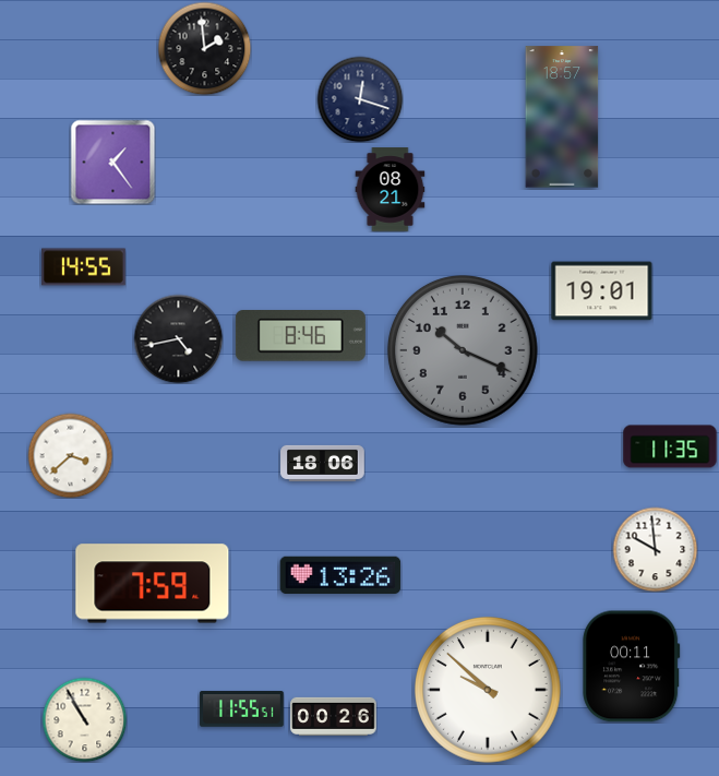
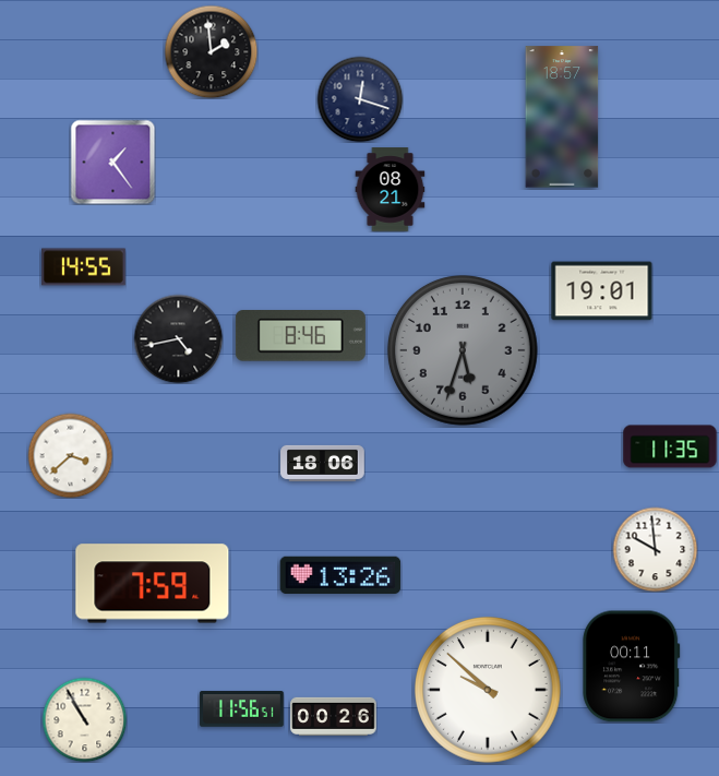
clock at (204, 48) position: (204, 48) -> (211, 51)
clock at (463, 350): 10:19 -> 5:33
clock at (242, 709): 11:55 -> 11:56
